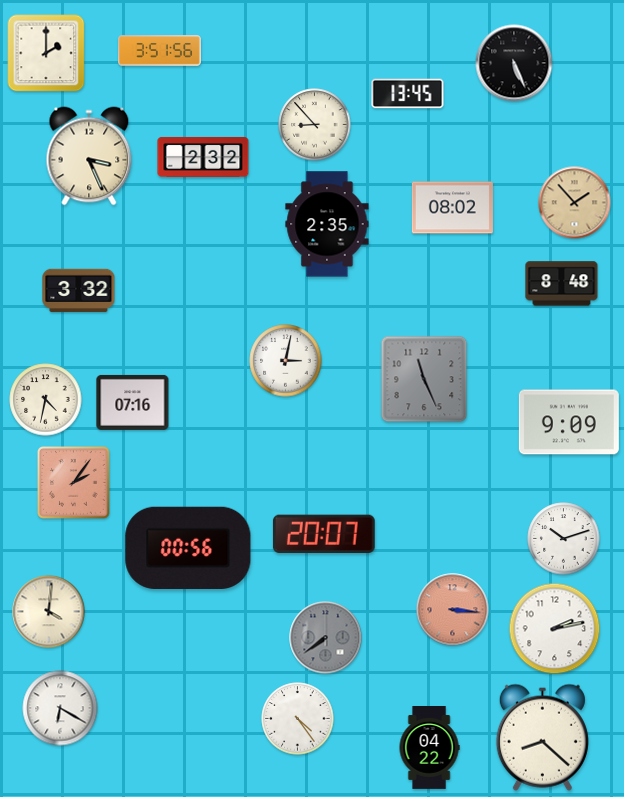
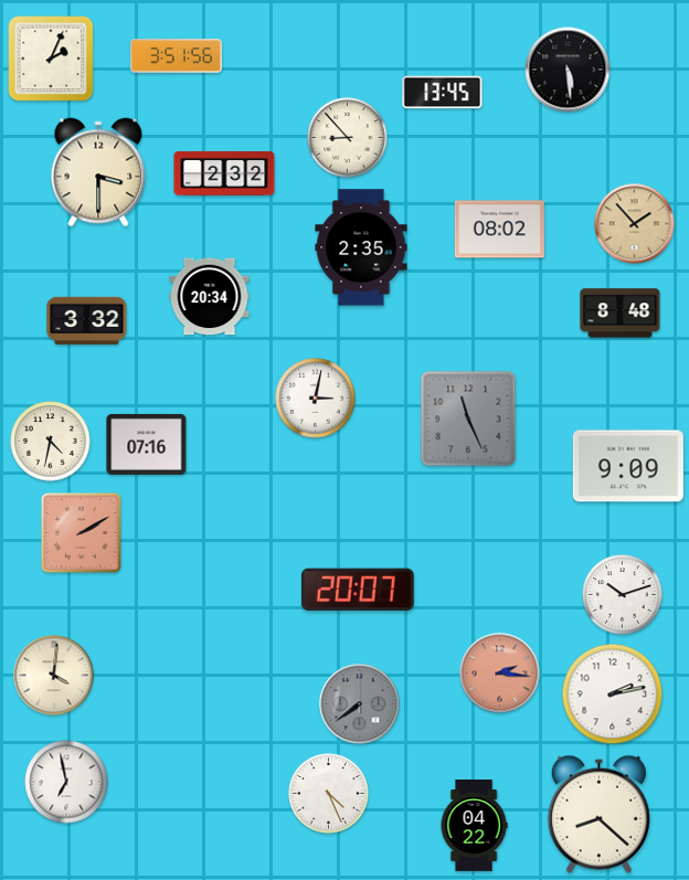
clock at (46, 53): 2:00 -> 2:04
clock at (514, 63): 5:26 -> 5:29
clock at (408, 94) position: (408, 94) -> (443, 93)
clock at (89, 156): 3:26 -> 3:30
clock at (210, 297): none -> 20:34
clock at (74, 483): 2:06 -> 2:10
clock at (188, 548): 00:56 -> none
clock at (453, 610): 3:16 -> 2:16
clock at (60, 708): 6:20 -> 6:58
clock at (298, 719): 4:24 -> 4:26
